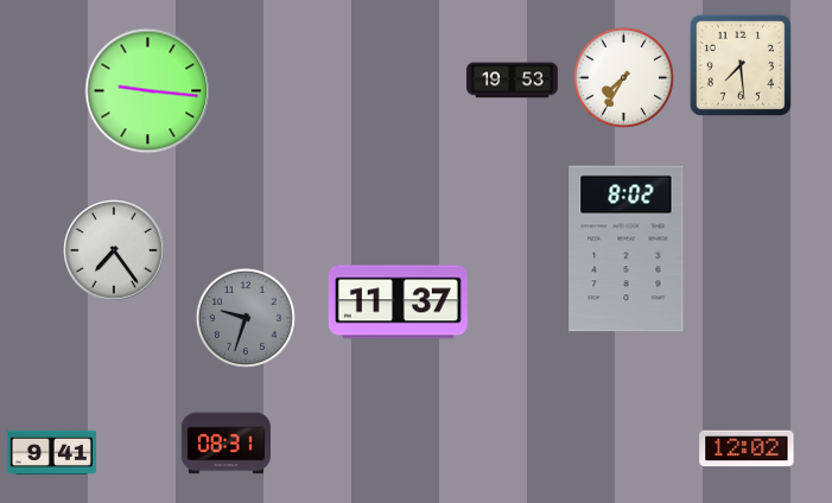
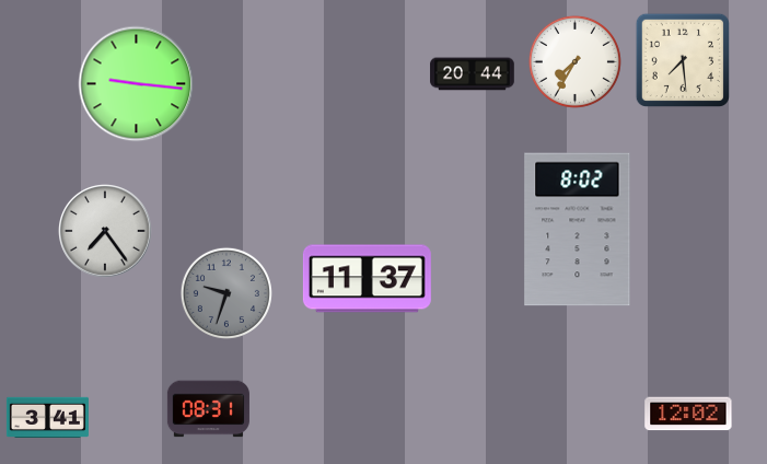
clock at (623, 77) position: (623, 77) -> (574, 61)
clock at (513, 81): 19:53 -> 20:44
clock at (51, 452): 9:41 -> 3:41
